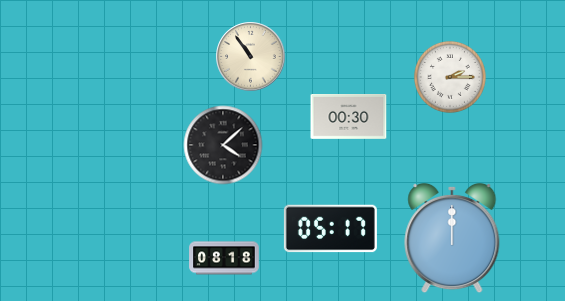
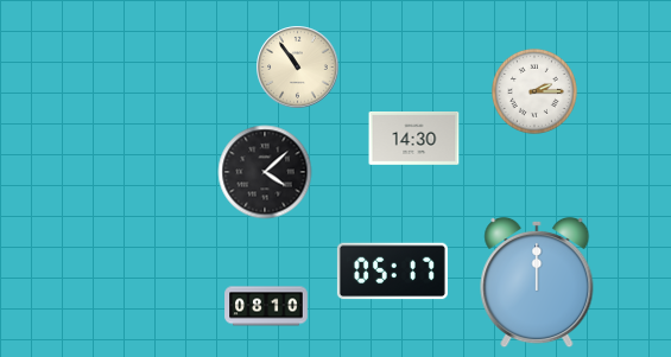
clock at (349, 117): 00:30 -> 14:30
clock at (224, 258): 08:18 -> 08:10
